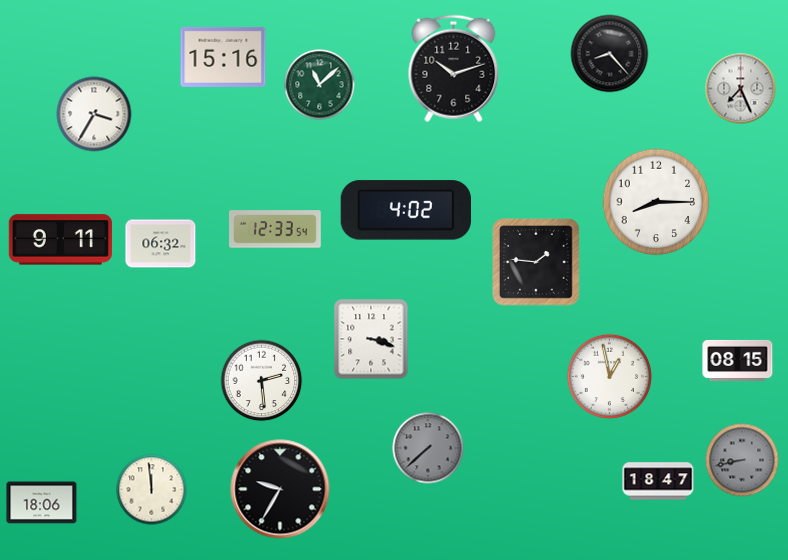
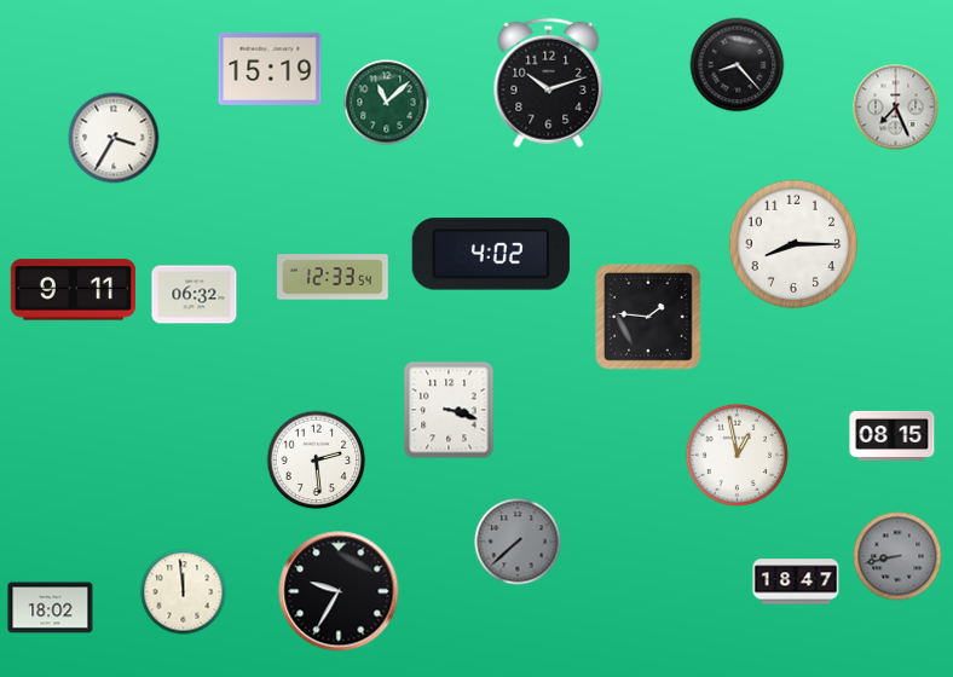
clock at (223, 57): 15:16 -> 15:19
clock at (42, 503): 18:06 -> 18:02
